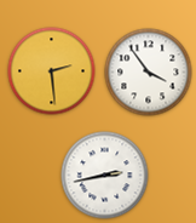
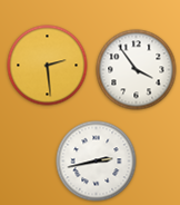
clock at (149, 73) position: (149, 73) -> (137, 70)
